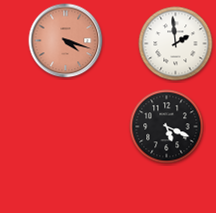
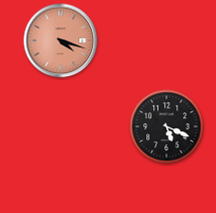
clock at (66, 41) position: (66, 41) -> (61, 41)
clock at (176, 44): 1:59 -> none
